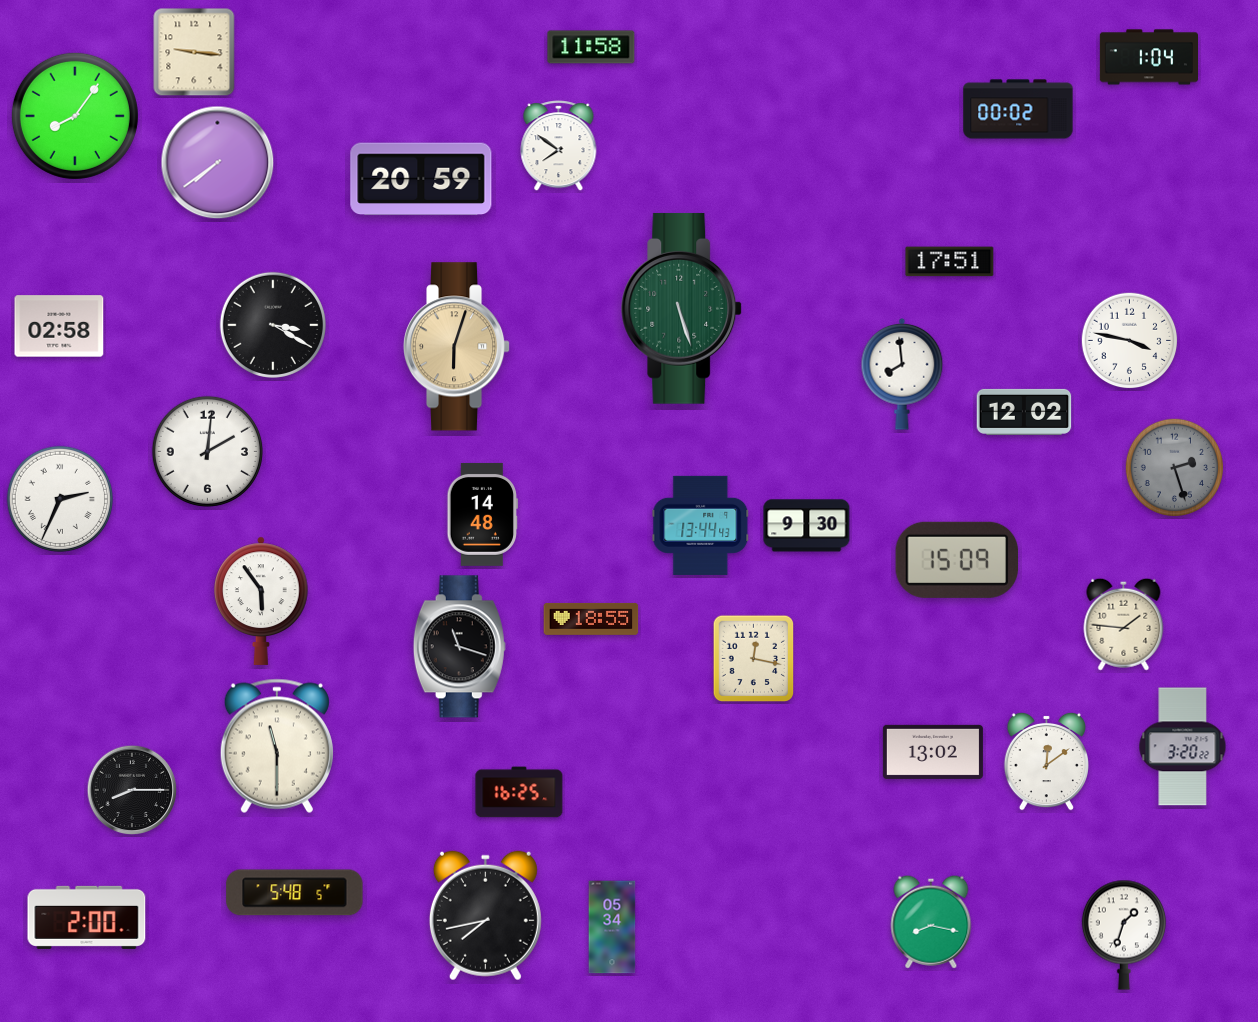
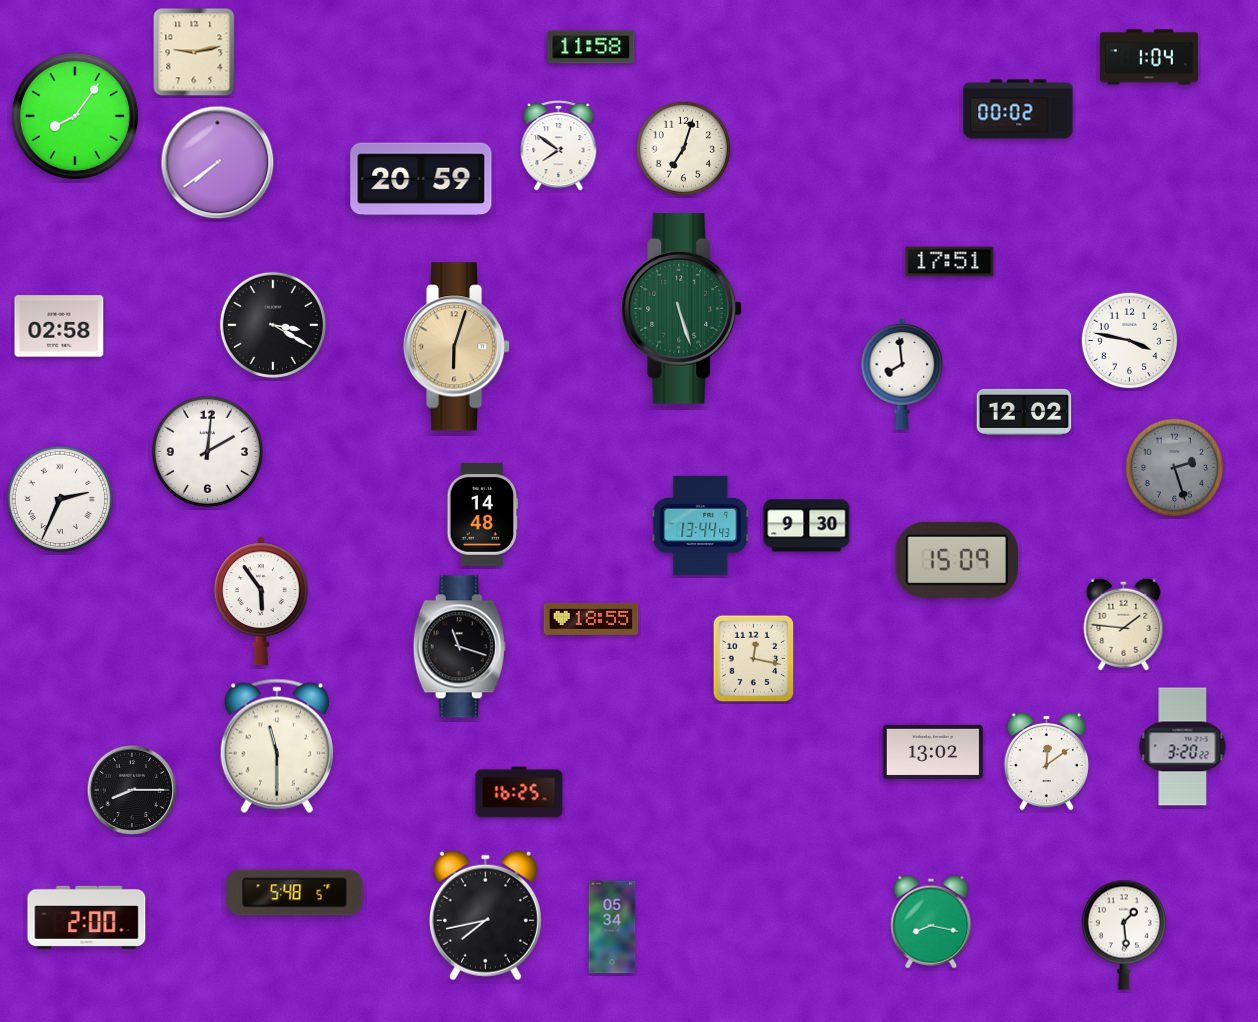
clock at (194, 52): 9:16 -> 9:13
clock at (684, 149): none -> 7:03
clock at (1124, 935): 1:33 -> 1:29
